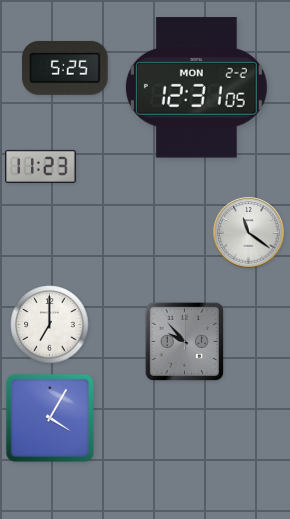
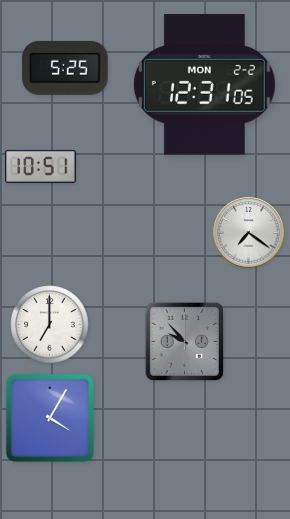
clock at (196, 88) position: (196, 88) -> (204, 85)
clock at (41, 166): 11:23 -> 10:51
clock at (249, 233): 11:21 -> 7:21
